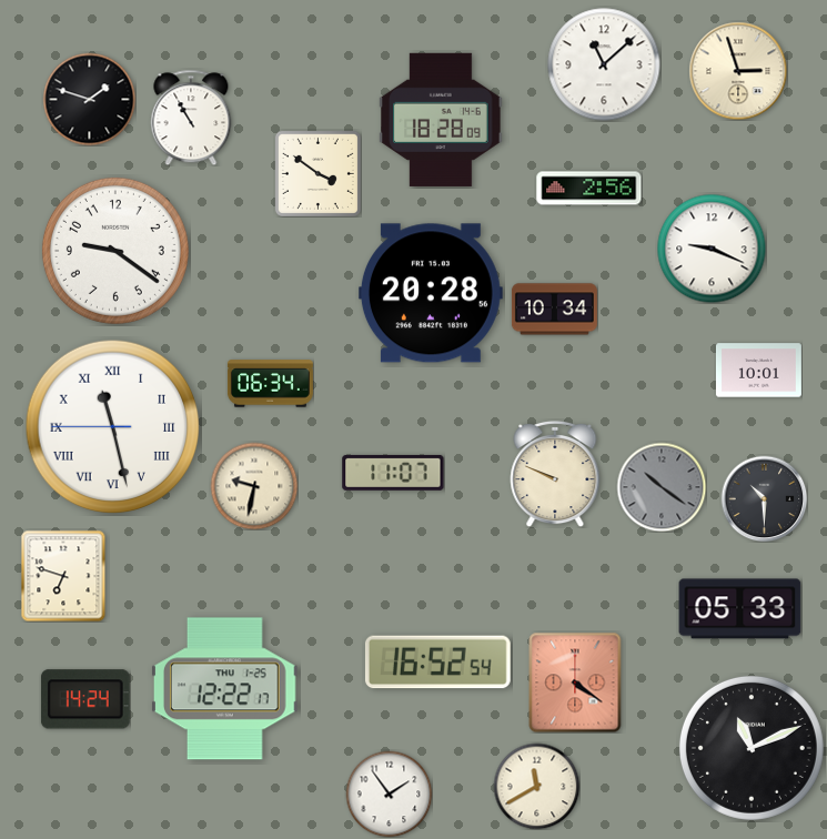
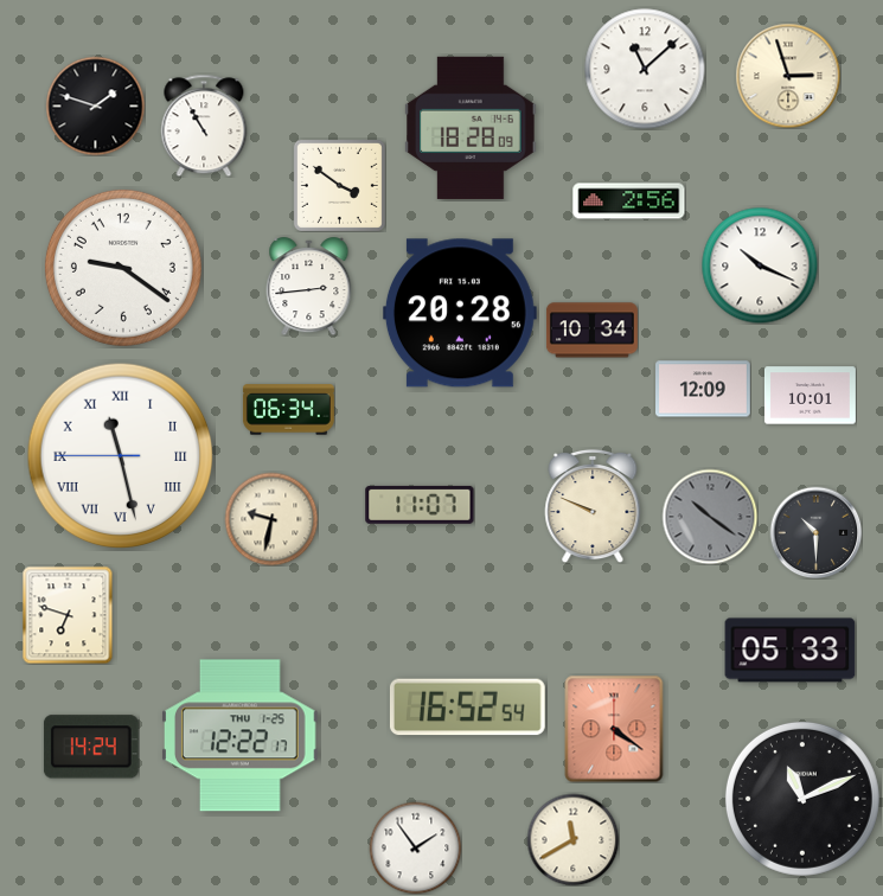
clock at (712, 249): 9:19 -> 10:19
clock at (309, 287): none -> 2:44
clock at (704, 389): none -> 12:09
clock at (662, 487) position: (662, 487) -> (710, 517)
